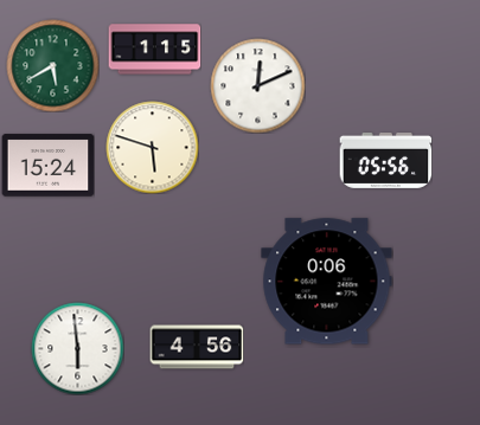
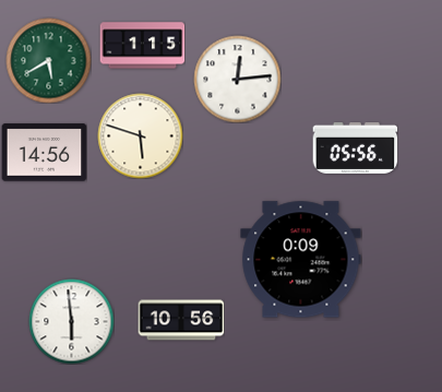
clock at (257, 85): 12:11 -> 12:14
clock at (47, 166): 15:24 -> 14:56
clock at (327, 282): 0:06 -> 0:09
clock at (197, 347): 4:56 -> 10:56
